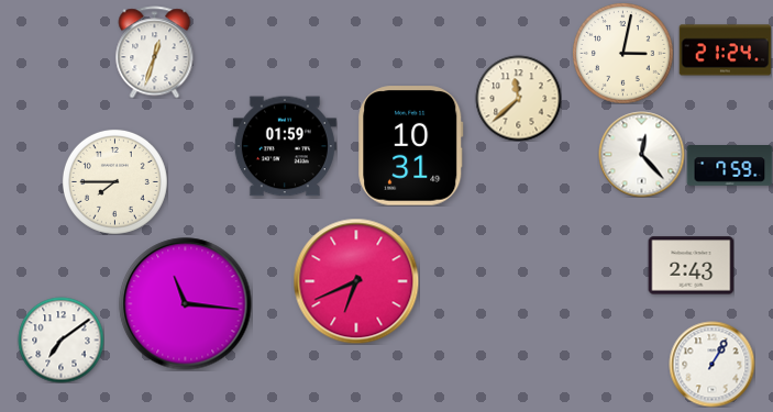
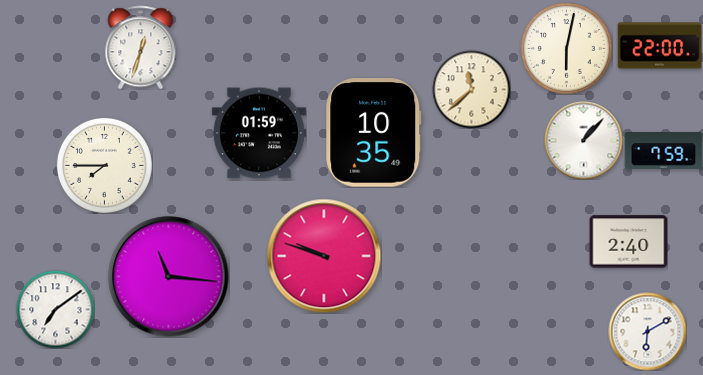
clock at (725, 51): 21:24 -> 22:00
clock at (623, 54): 3:02 -> 6:02
clock at (411, 146): 10:31 -> 10:35
clock at (641, 154): 12:23 -> 1:07
clock at (691, 266): 2:43 -> 2:40
clock at (356, 281): 6:41 -> 9:48
clock at (711, 364): 1:05 -> 6:10
